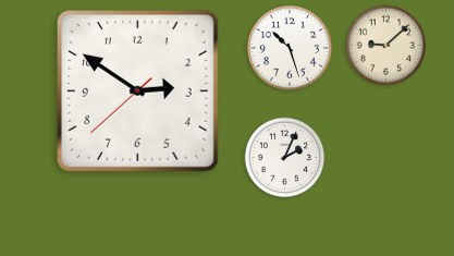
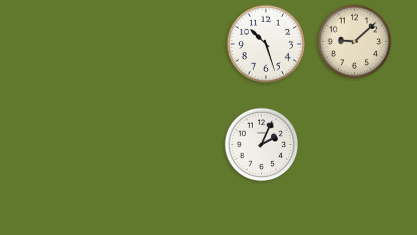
clock at (137, 90): 2:50 -> none
